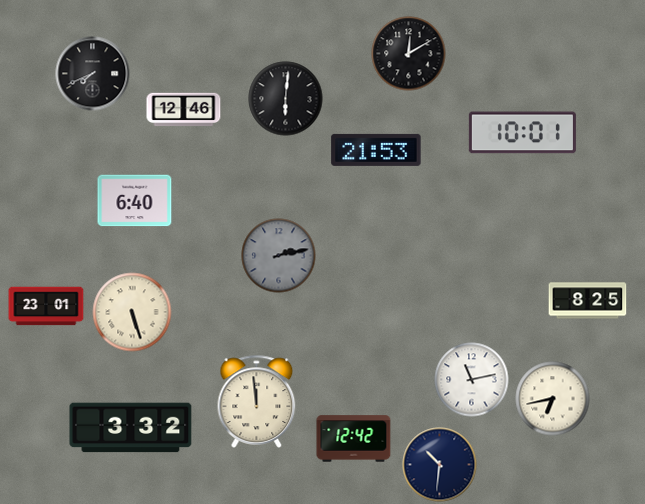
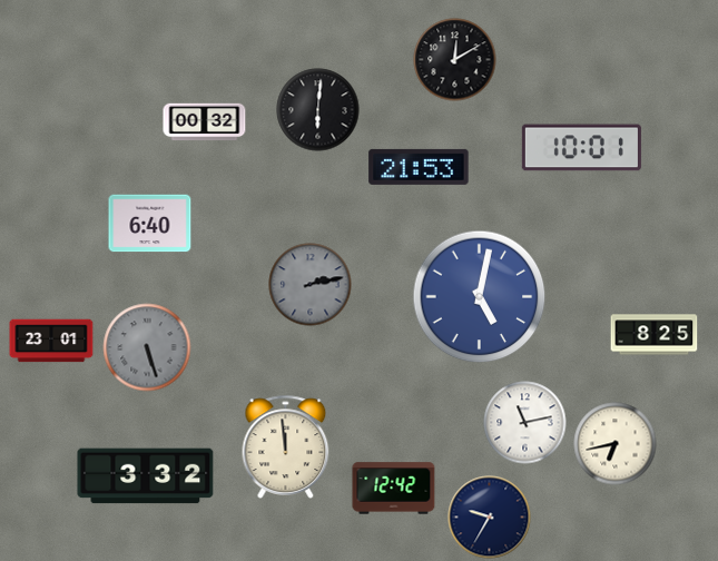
clock at (93, 74): 7:41 -> none
clock at (184, 110): 12:46 -> 00:32
clock at (480, 297): none -> 5:02
clock at (132, 312) dial: cream -> grey
clock at (440, 465): 10:31 -> 9:35
